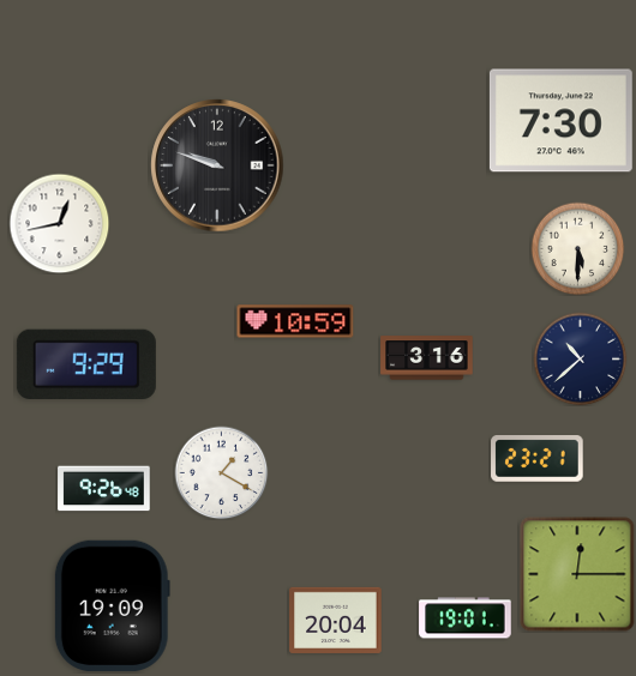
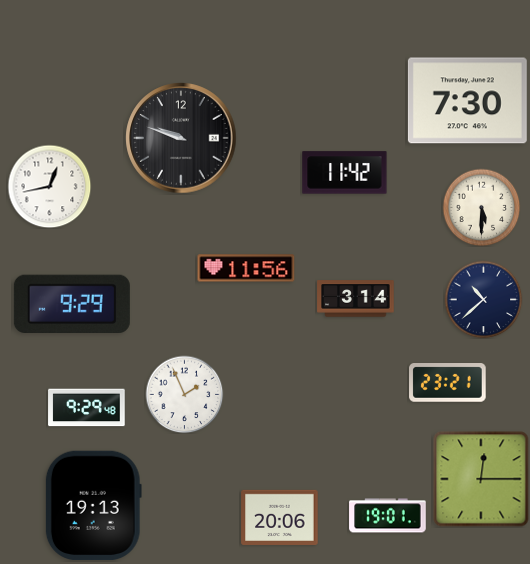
clock at (345, 173): none -> 11:42
clock at (295, 321): 10:59 -> 11:56
clock at (427, 358): 3:16 -> 3:14
clock at (221, 472): 1:20 -> 1:56
clock at (104, 489): 9:26 -> 9:29
clock at (112, 606): 19:09 -> 19:13
clock at (336, 620): 20:04 -> 20:06
